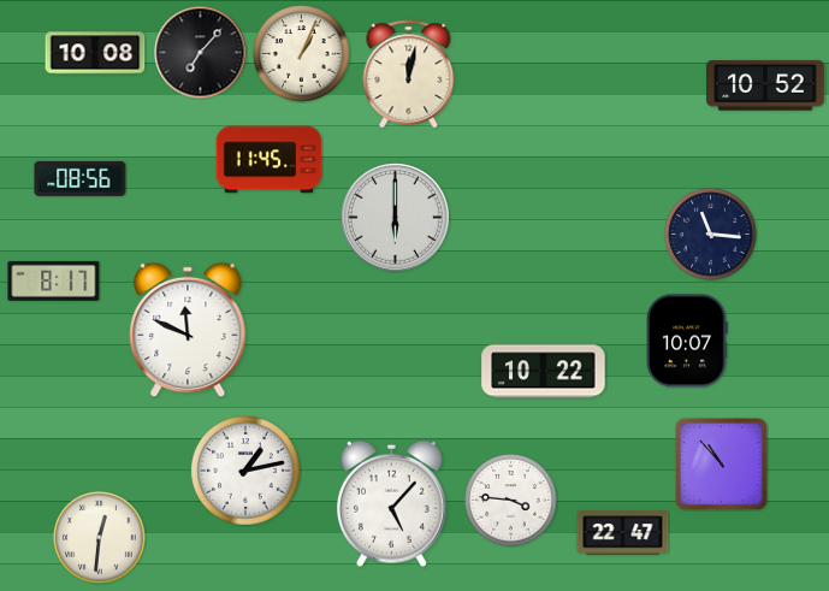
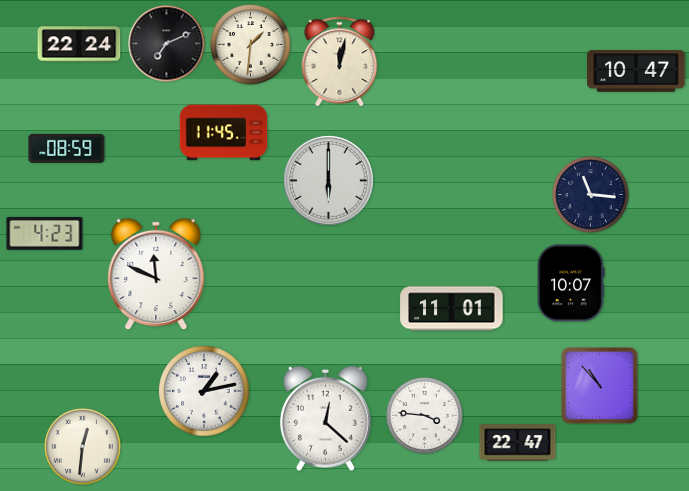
clock at (95, 53): 10:08 -> 22:24
clock at (201, 53): 7:07 -> 7:11
clock at (302, 54): 1:04 -> 1:31
clock at (765, 85): 10:52 -> 10:47
clock at (81, 178): 08:56 -> 08:59
clock at (54, 280): 8:17 -> 4:23
clock at (544, 372): 10:22 -> 11:01
clock at (391, 503): 5:07 -> 12:22
